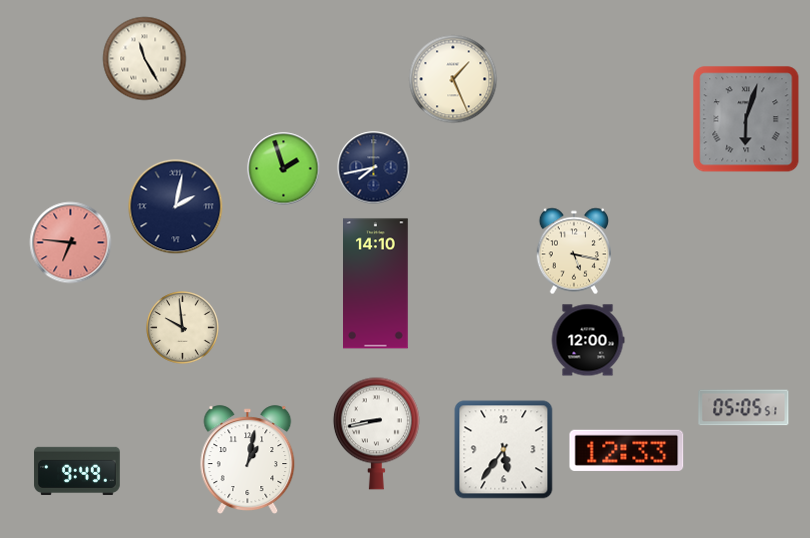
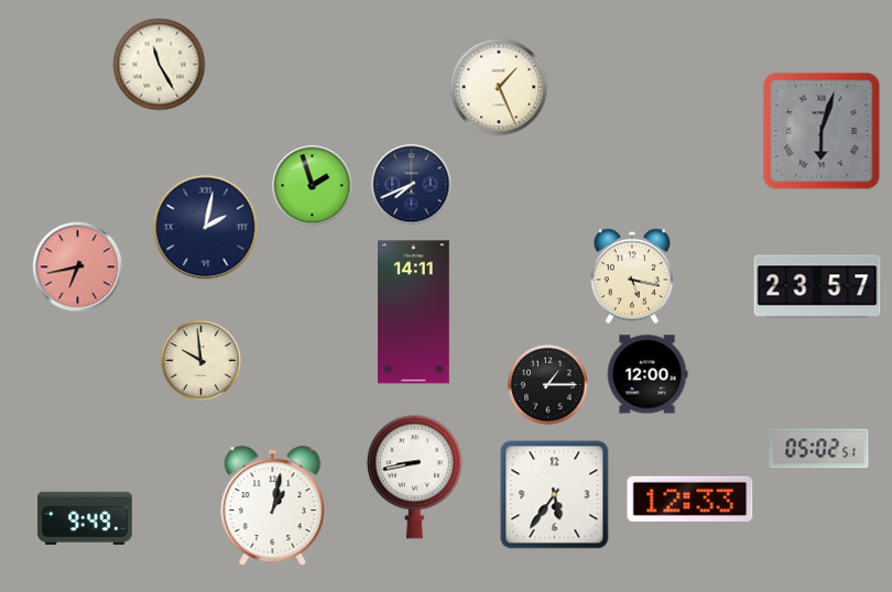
clock at (374, 168): 7:43 -> 7:41
clock at (176, 207) position: (176, 207) -> (206, 228)
clock at (71, 243): 6:46 -> 6:43
clock at (817, 286): none -> 23:57
clock at (376, 284): 14:10 -> 14:11
clock at (548, 385): none -> 1:15
clock at (744, 408): 05:05 -> 05:02
clock at (627, 450) position: (627, 450) -> (690, 498)
